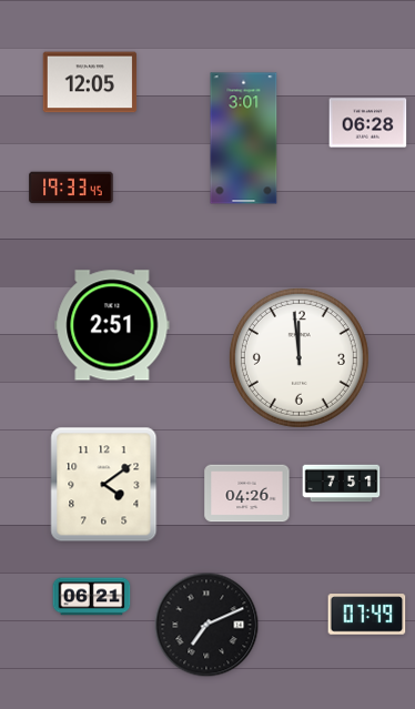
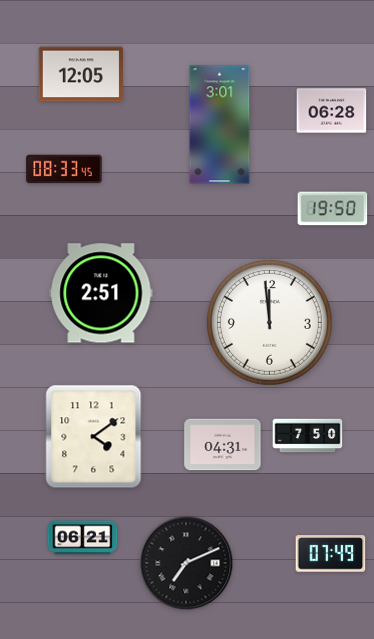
clock at (71, 188): 19:33 -> 08:33
clock at (333, 209): none -> 19:50
clock at (342, 484): 7:51 -> 7:50
clock at (247, 494): 04:26 -> 04:31
